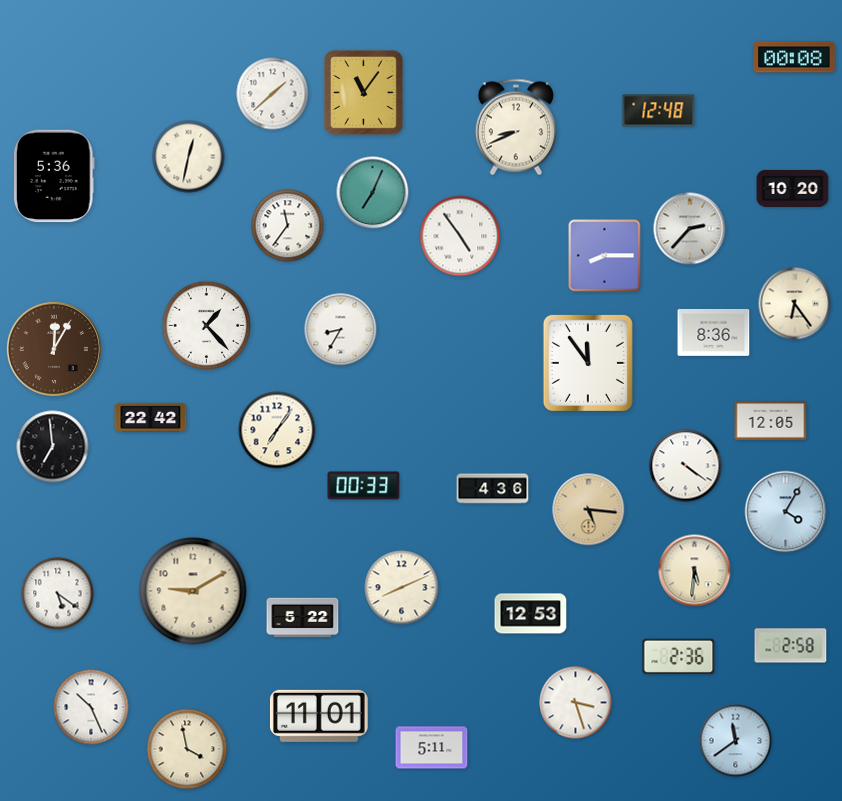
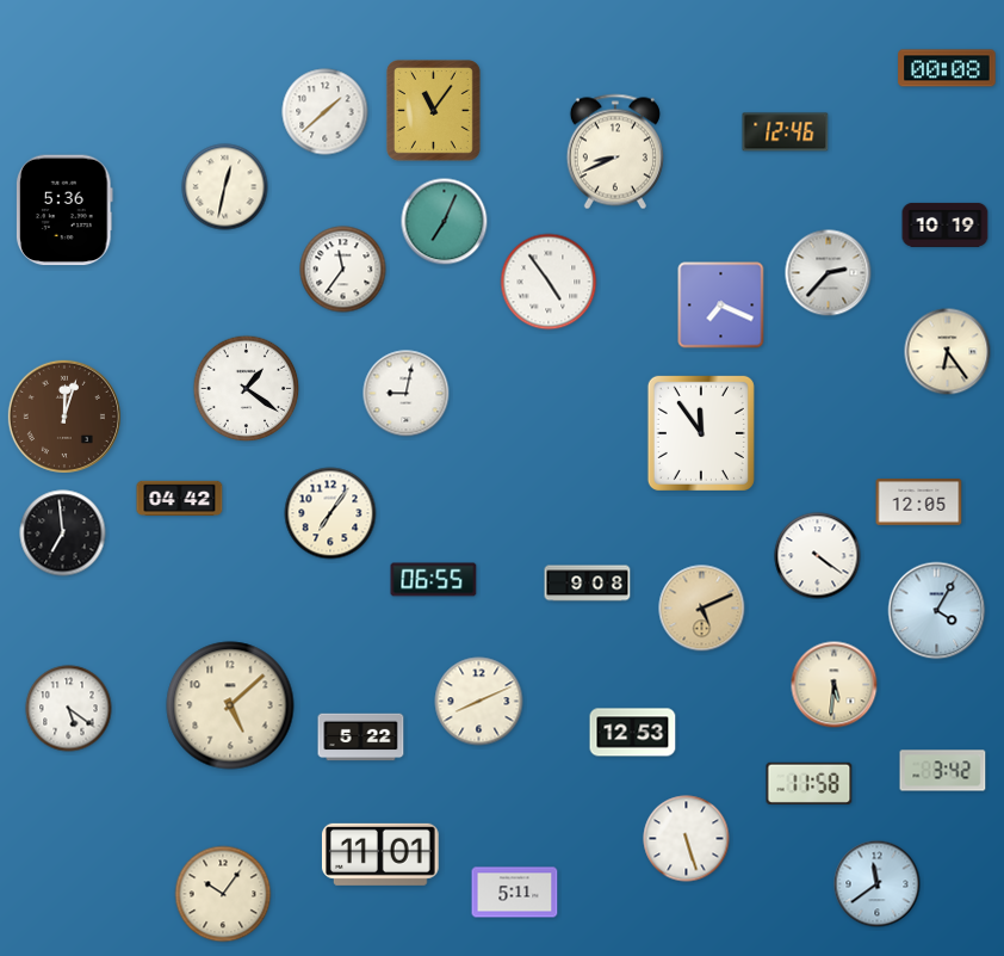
clock at (659, 111): 12:48 -> 12:46
clock at (793, 188): 10:20 -> 10:19
clock at (373, 193) position: (373, 193) -> (445, 222)
clock at (690, 229) position: (690, 229) -> (829, 273)
clock at (605, 256): 8:15 -> 7:19
clock at (795, 304) position: (795, 304) -> (948, 352)
clock at (207, 326): 1:23 -> 1:21
clock at (341, 330): 8:35 -> 9:02
clock at (714, 332): 8:36 -> none
clock at (54, 349): 12:05 -> 12:03
clock at (151, 417): 22:42 -> 04:42
clock at (364, 486): 00:33 -> 06:55
clock at (493, 489): 4:36 -> 9:08
clock at (589, 510): 5:16 -> 5:11
clock at (695, 571) position: (695, 571) -> (835, 685)
clock at (193, 591): 9:10 -> 5:08
clock at (791, 646): 2:58 -> 3:42
clock at (679, 656): 2:36 -> 11:58
clock at (576, 703): 3:27 -> 5:27
clock at (91, 707): 10:26 -> none
clock at (187, 749): 3:58 -> 10:06
